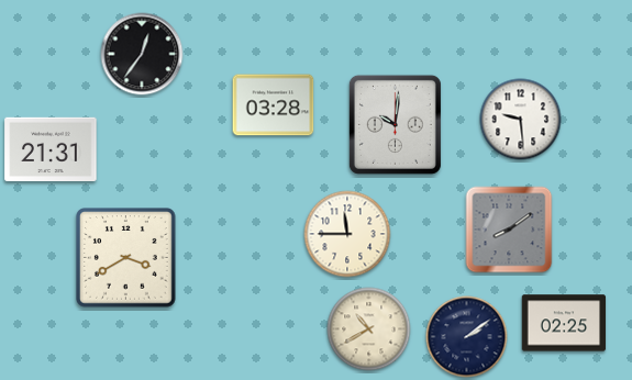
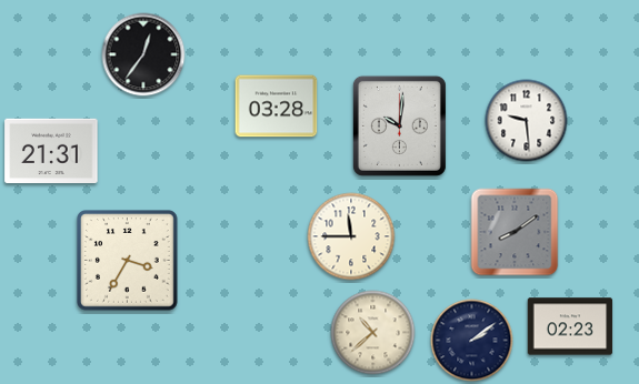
clock at (126, 258): 3:40 -> 3:35
clock at (564, 323): 02:25 -> 02:23
clock at (369, 329): 10:40 -> 10:38
